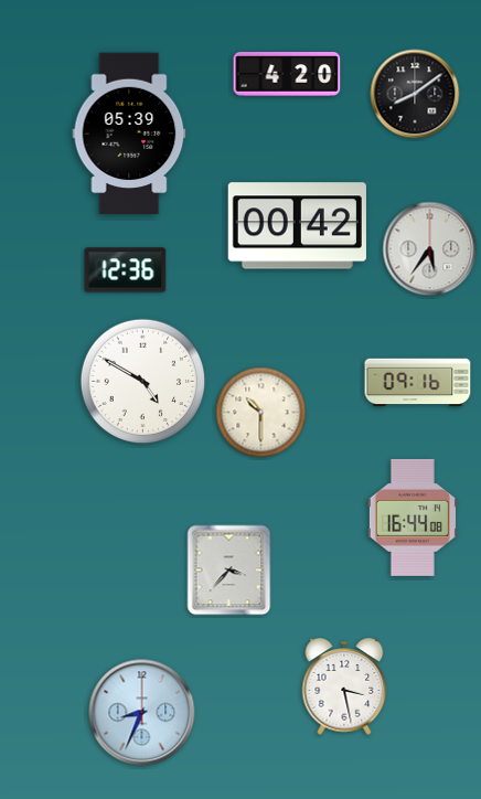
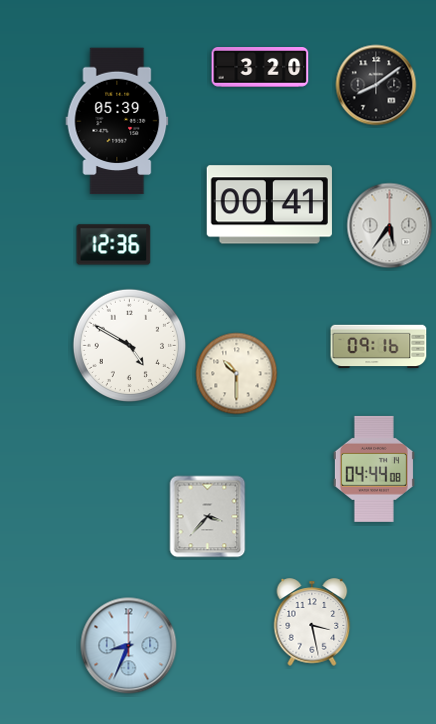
clock at (287, 75): 4:20 -> 3:20
clock at (297, 226): 00:42 -> 00:41
clock at (413, 518): 16:44 -> 04:44
